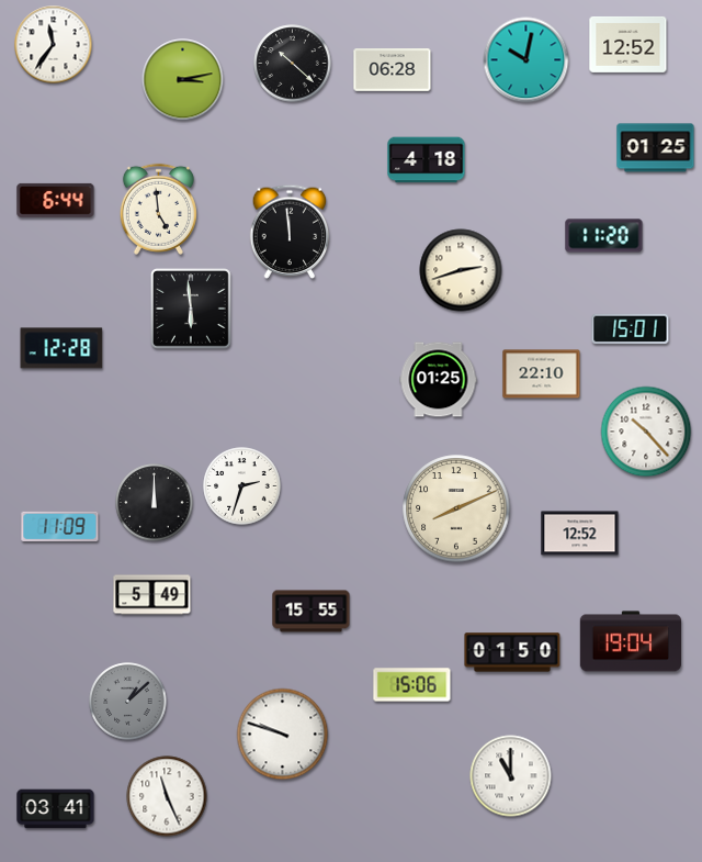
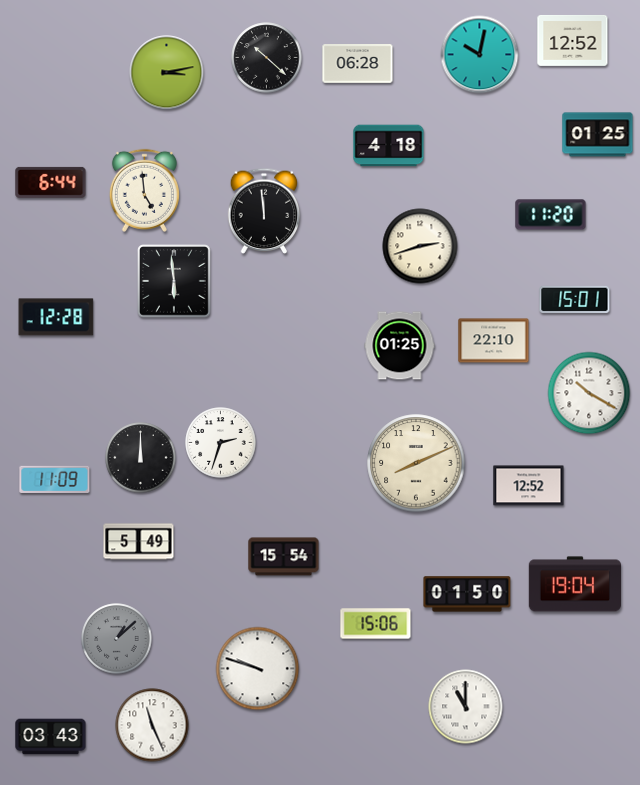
clock at (54, 45): 11:36 -> none
clock at (646, 432): 10:23 -> 10:20
clock at (312, 612): 15:55 -> 15:54
clock at (56, 809): 03:41 -> 03:43
